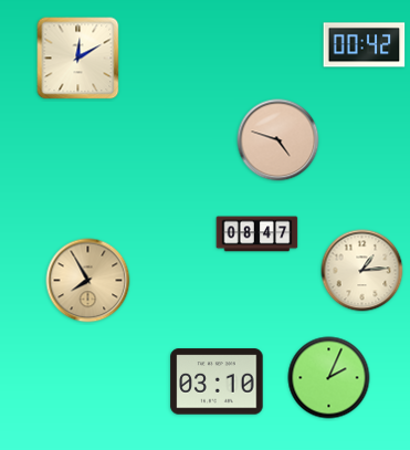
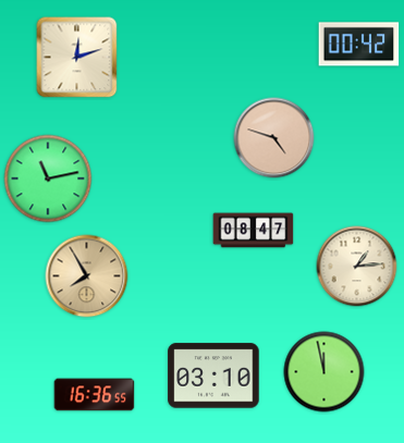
clock at (78, 59): 12:10 -> 12:12
clock at (48, 179): none -> 11:13
clock at (329, 378): 2:04 -> 11:58
clock at (95, 395): none -> 16:36
